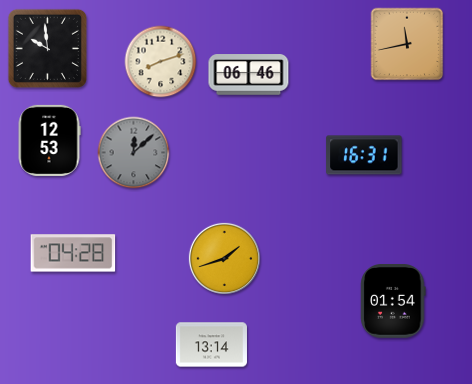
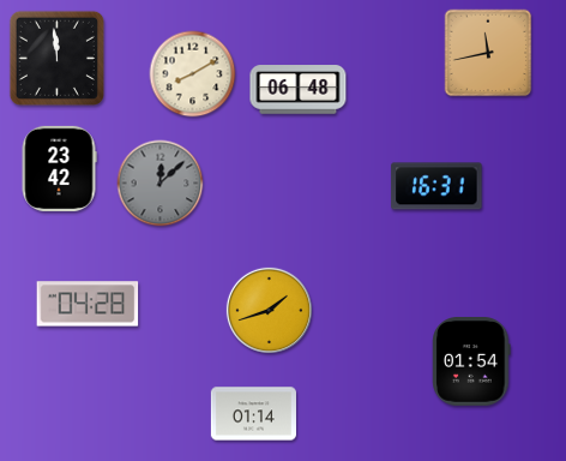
clock at (47, 48): 9:59 -> 11:59
clock at (161, 62): 8:12 -> 8:10
clock at (249, 75): 06:46 -> 06:48
clock at (49, 140): 12:53 -> 23:42
clock at (211, 345): 13:14 -> 01:14
